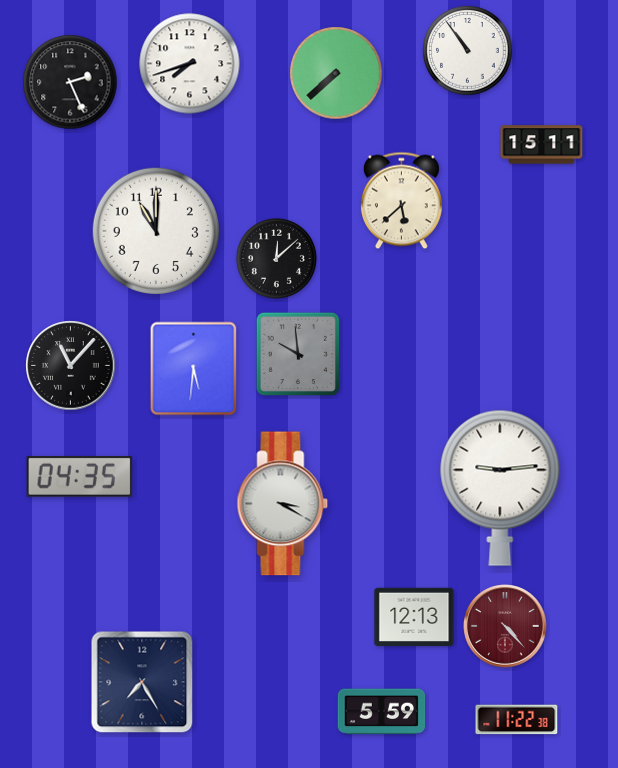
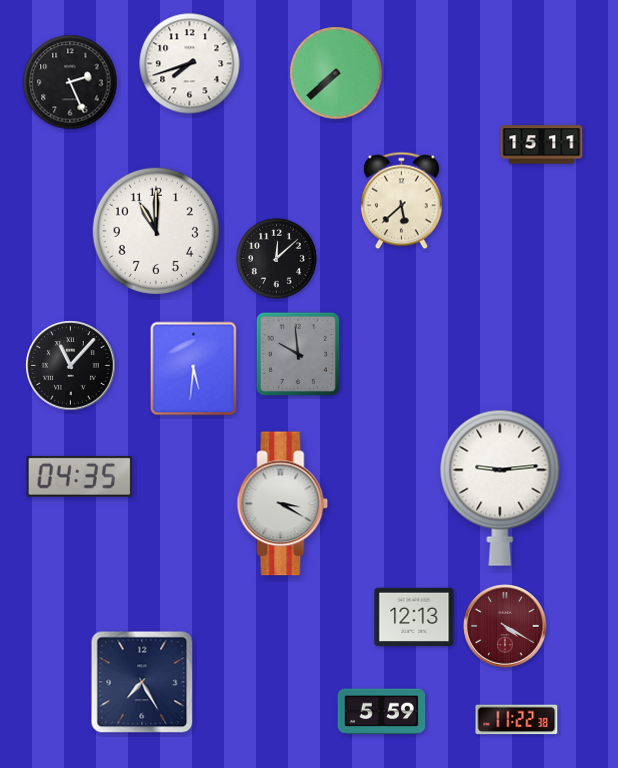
clock at (468, 51): 10:54 -> none
clock at (505, 626): 4:23 -> 4:20
